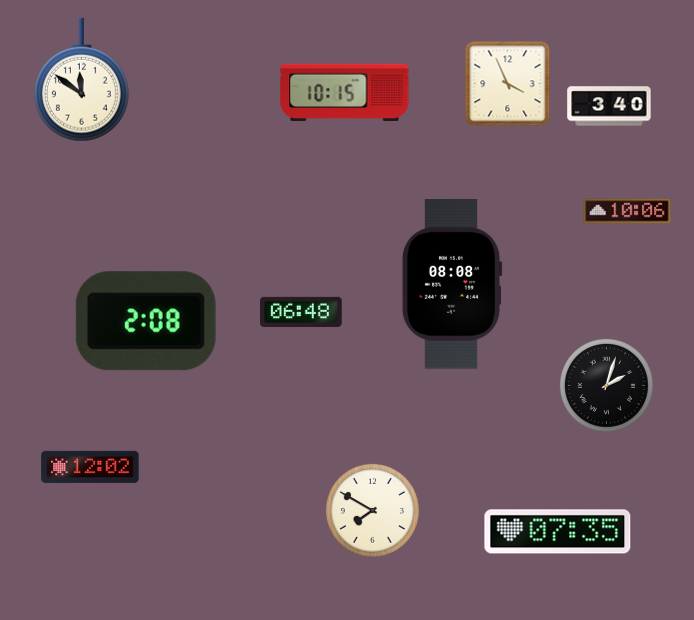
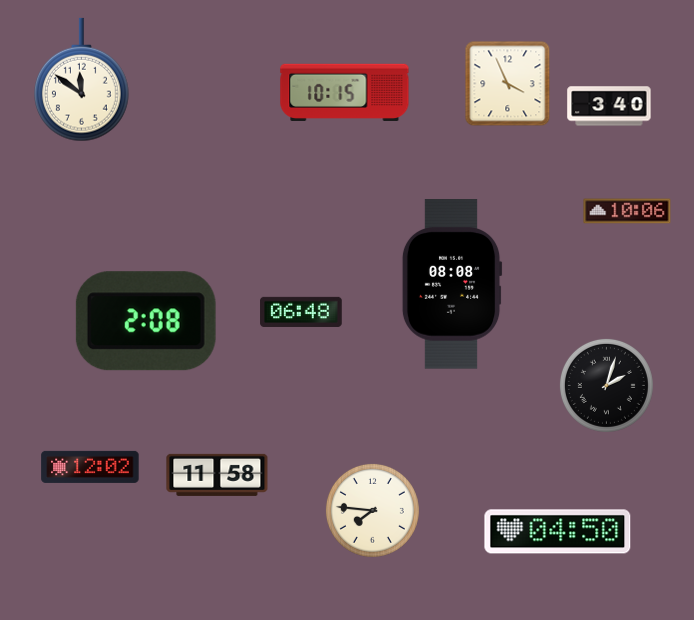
clock at (217, 475): none -> 11:58
clock at (372, 510): 7:50 -> 7:46
clock at (558, 532): 07:35 -> 04:50
